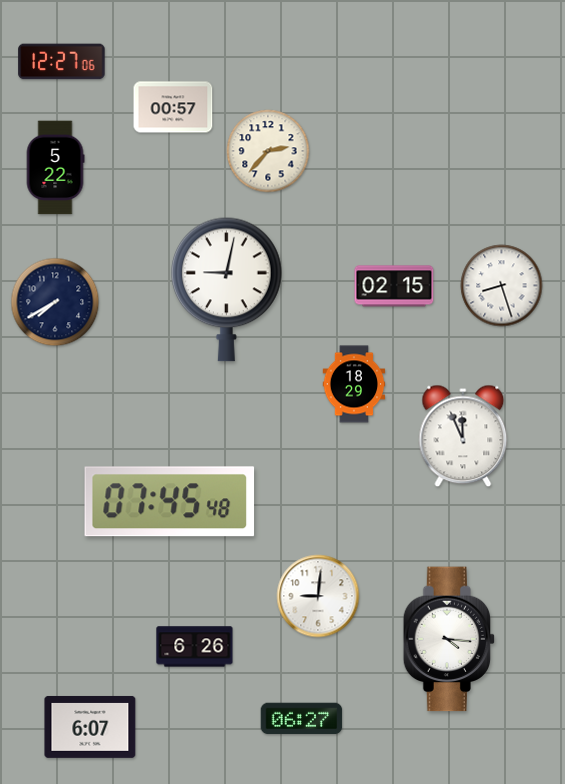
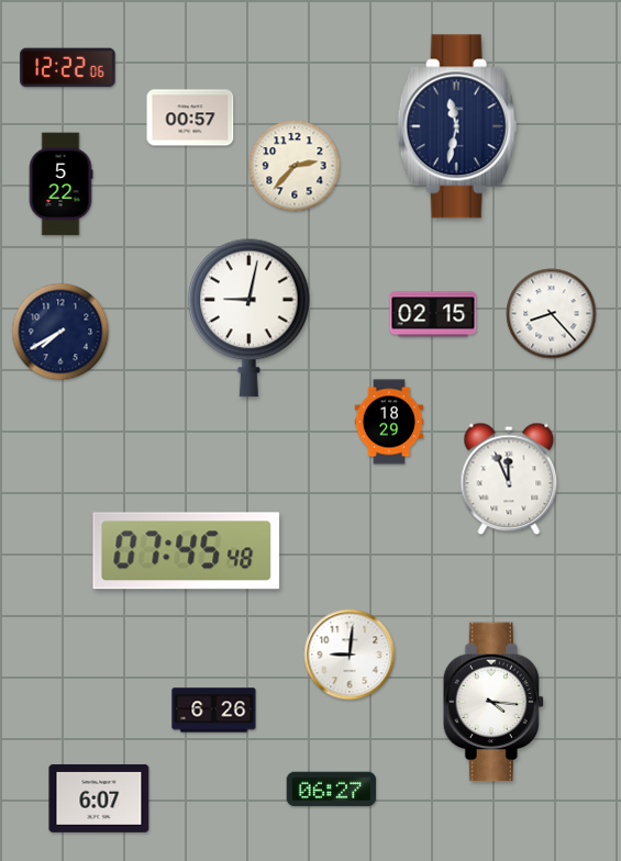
clock at (62, 62): 12:27 -> 12:22
clock at (457, 126): none -> 11:32
clock at (502, 286): 8:27 -> 8:23
